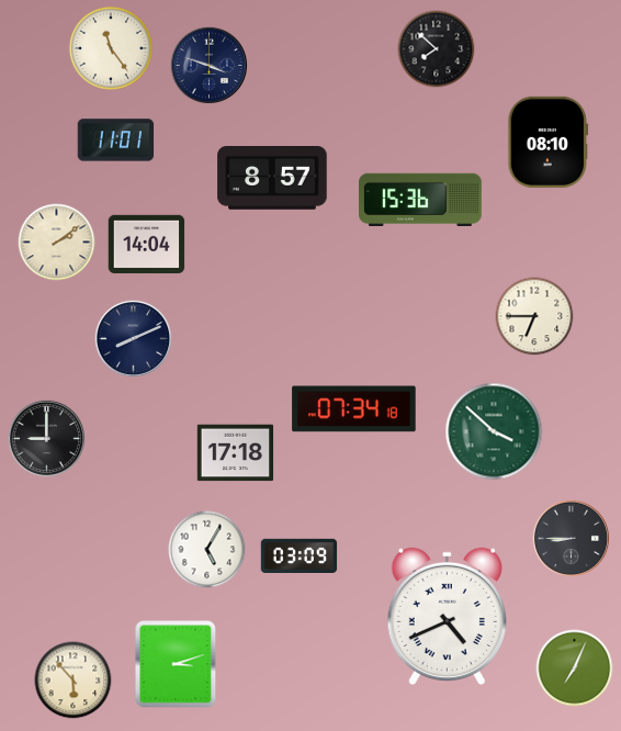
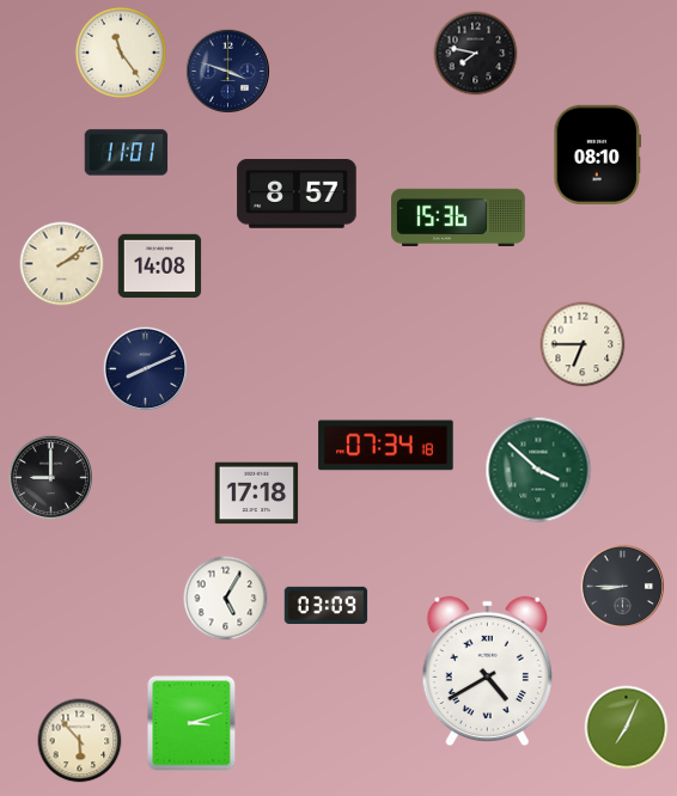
clock at (437, 49): 7:52 -> 7:47
clock at (147, 245): 14:04 -> 14:08
clock at (447, 617): 4:41 -> 4:40
